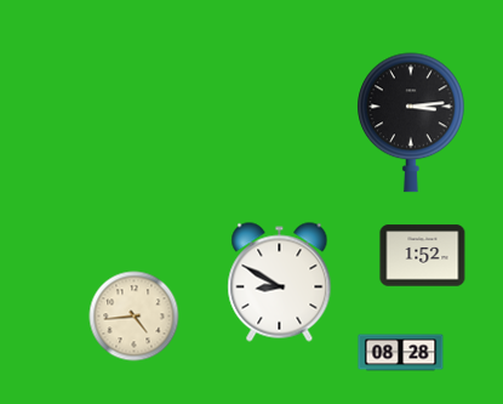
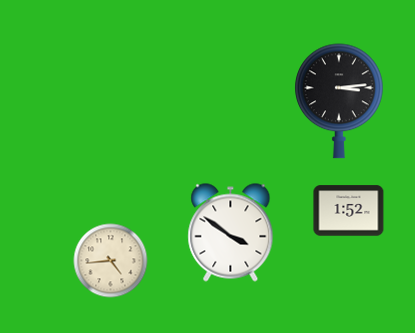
clock at (280, 283): 8:50 -> 3:51
clock at (401, 353): 08:28 -> none
